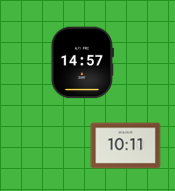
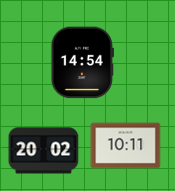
clock at (82, 63): 14:57 -> 14:54
clock at (44, 151): none -> 20:02
